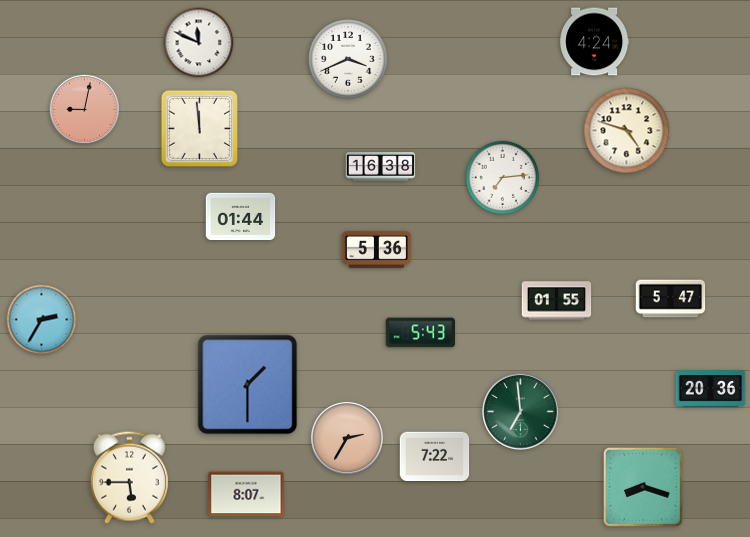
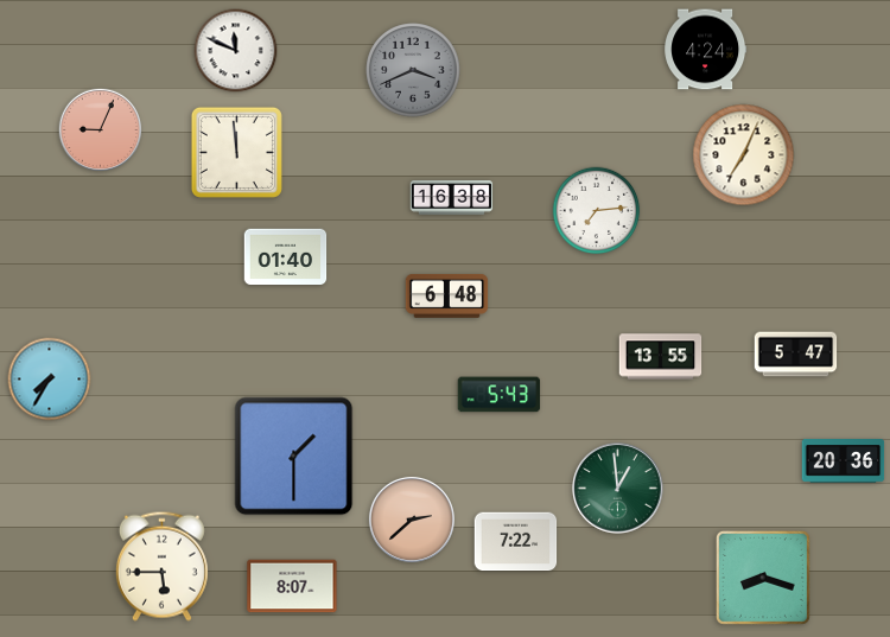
clock at (348, 59) dial: white -> grey
clock at (84, 109): 9:02 -> 9:04
clock at (627, 131): 4:48 -> 7:04
clock at (241, 217): 01:44 -> 01:40
clock at (377, 249): 5:36 -> 6:48
clock at (557, 301): 01:55 -> 13:55
clock at (42, 320): 2:35 -> 7:35
clock at (521, 412): 6:59 -> 12:59
clock at (347, 438): 2:35 -> 2:38
clock at (129, 477) position: (129, 477) -> (161, 566)
